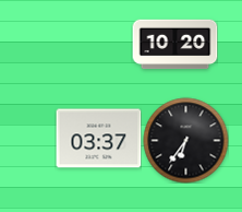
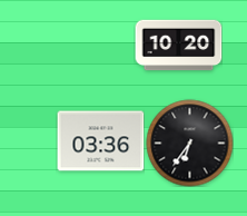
clock at (98, 139): 03:37 -> 03:36
